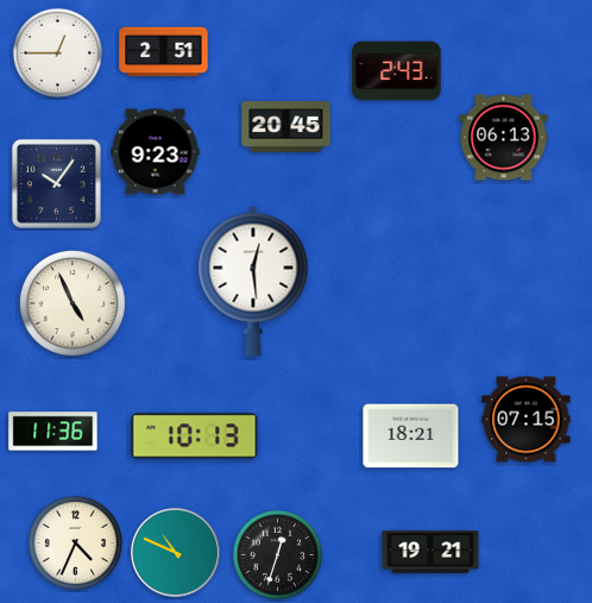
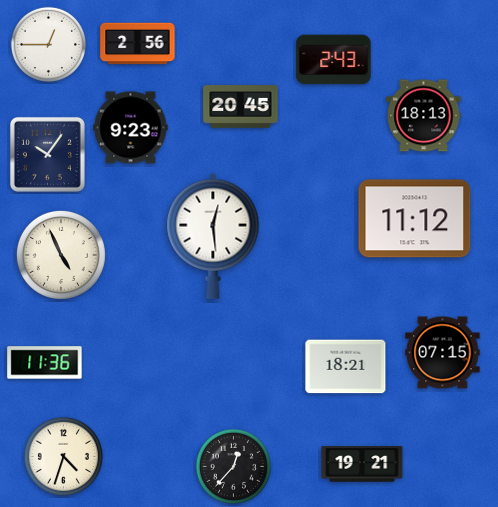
clock at (164, 52): 2:51 -> 2:56
clock at (504, 138): 06:13 -> 18:13
clock at (415, 219): none -> 11:12
clock at (195, 436): 10:13 -> none
clock at (75, 542): 4:34 -> 4:33
clock at (176, 553): 10:49 -> none
clock at (277, 554): 12:33 -> 12:37
